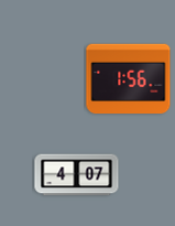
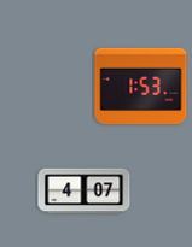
clock at (129, 79): 1:56 -> 1:53
